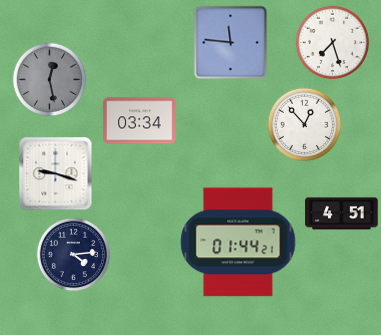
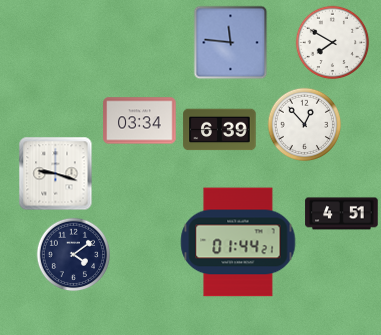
clock at (333, 43): 7:27 -> 7:50
clock at (50, 80): 12:28 -> none
clock at (220, 130): none -> 6:39
clock at (74, 255): 4:14 -> 4:09
